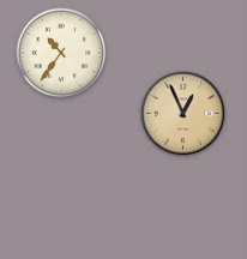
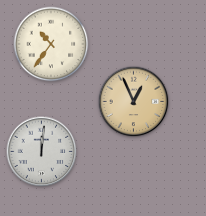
clock at (183, 114) position: (183, 114) -> (134, 102)
clock at (42, 152): none -> 12:01
